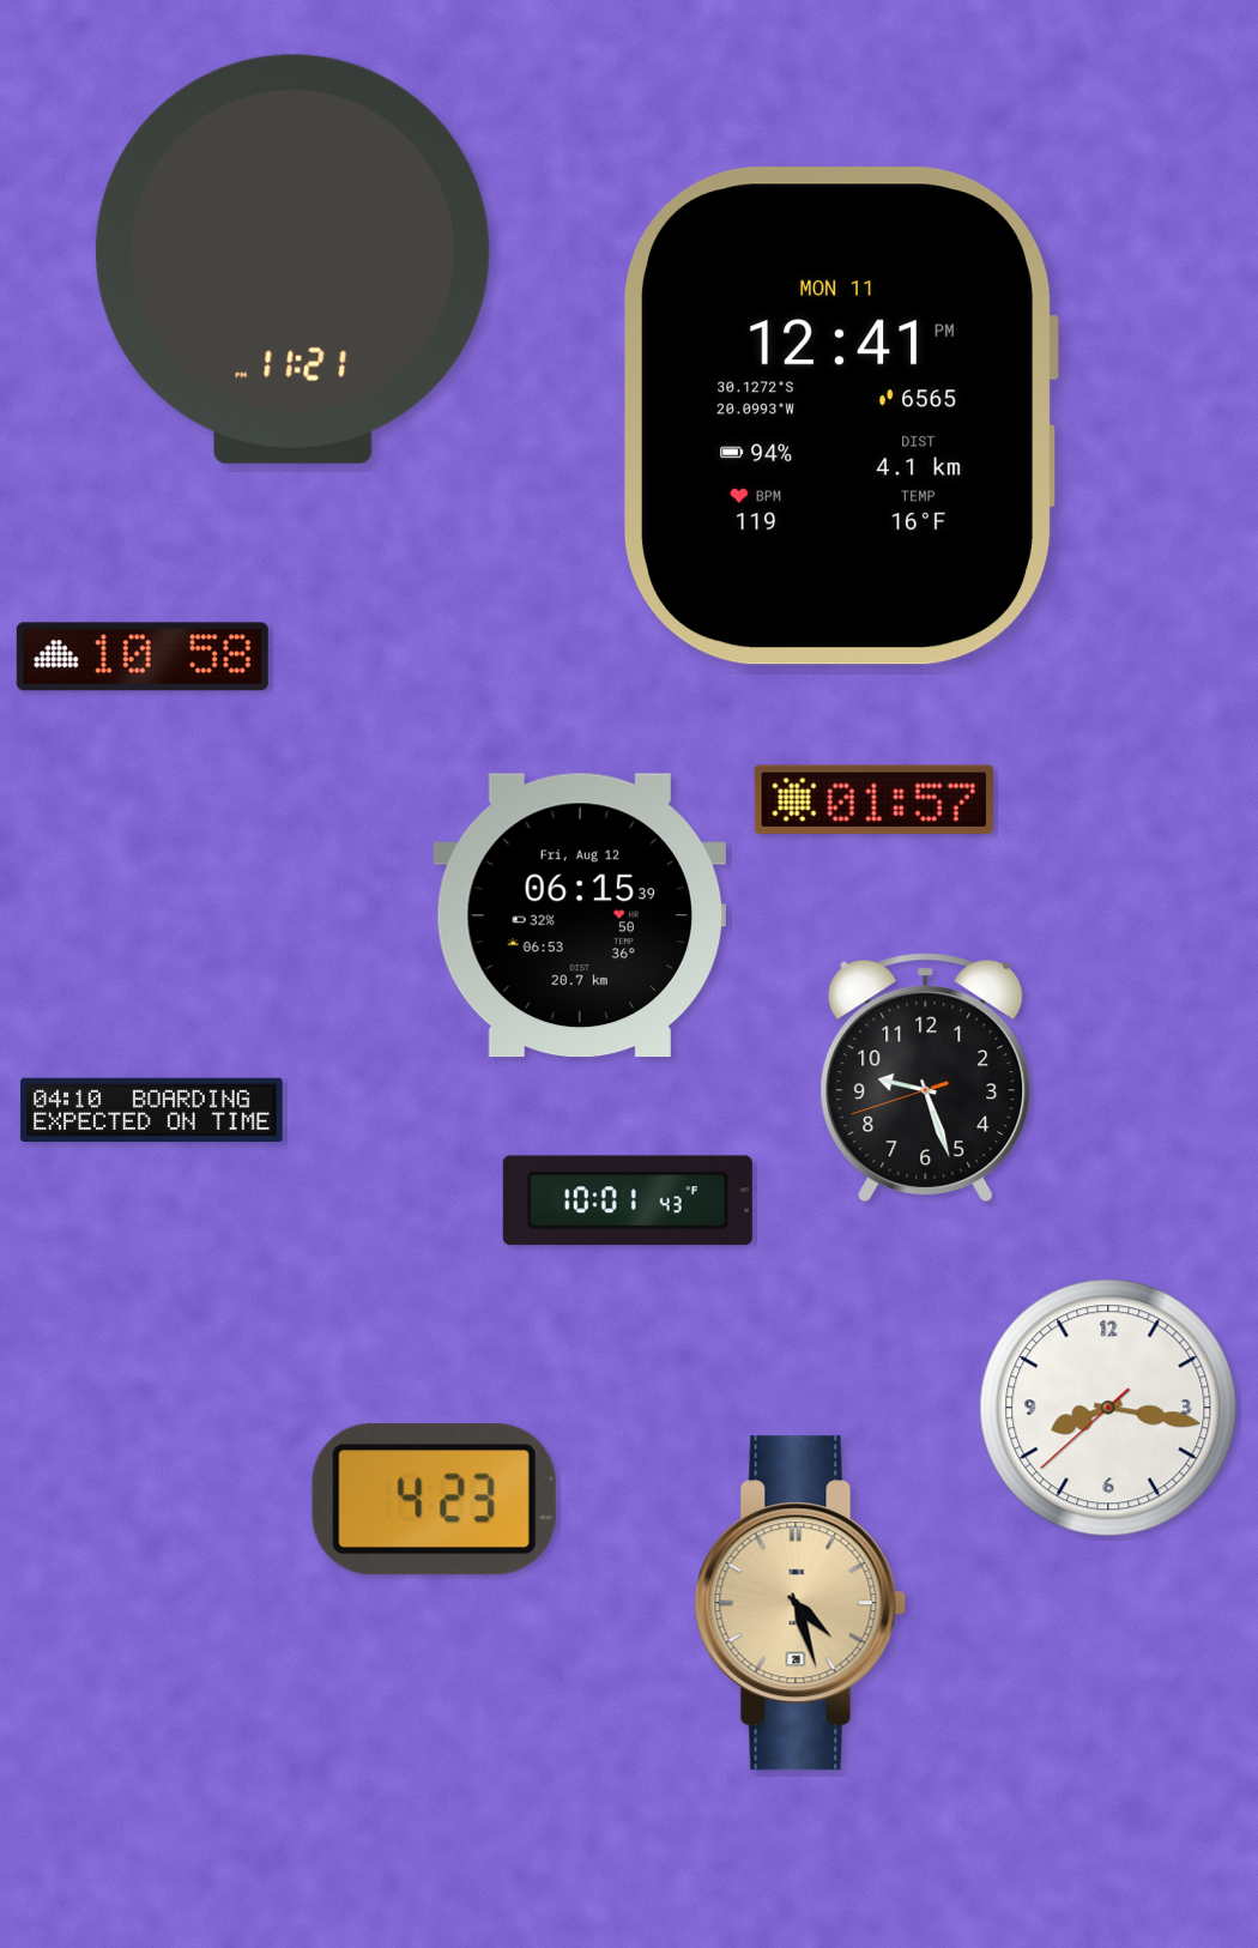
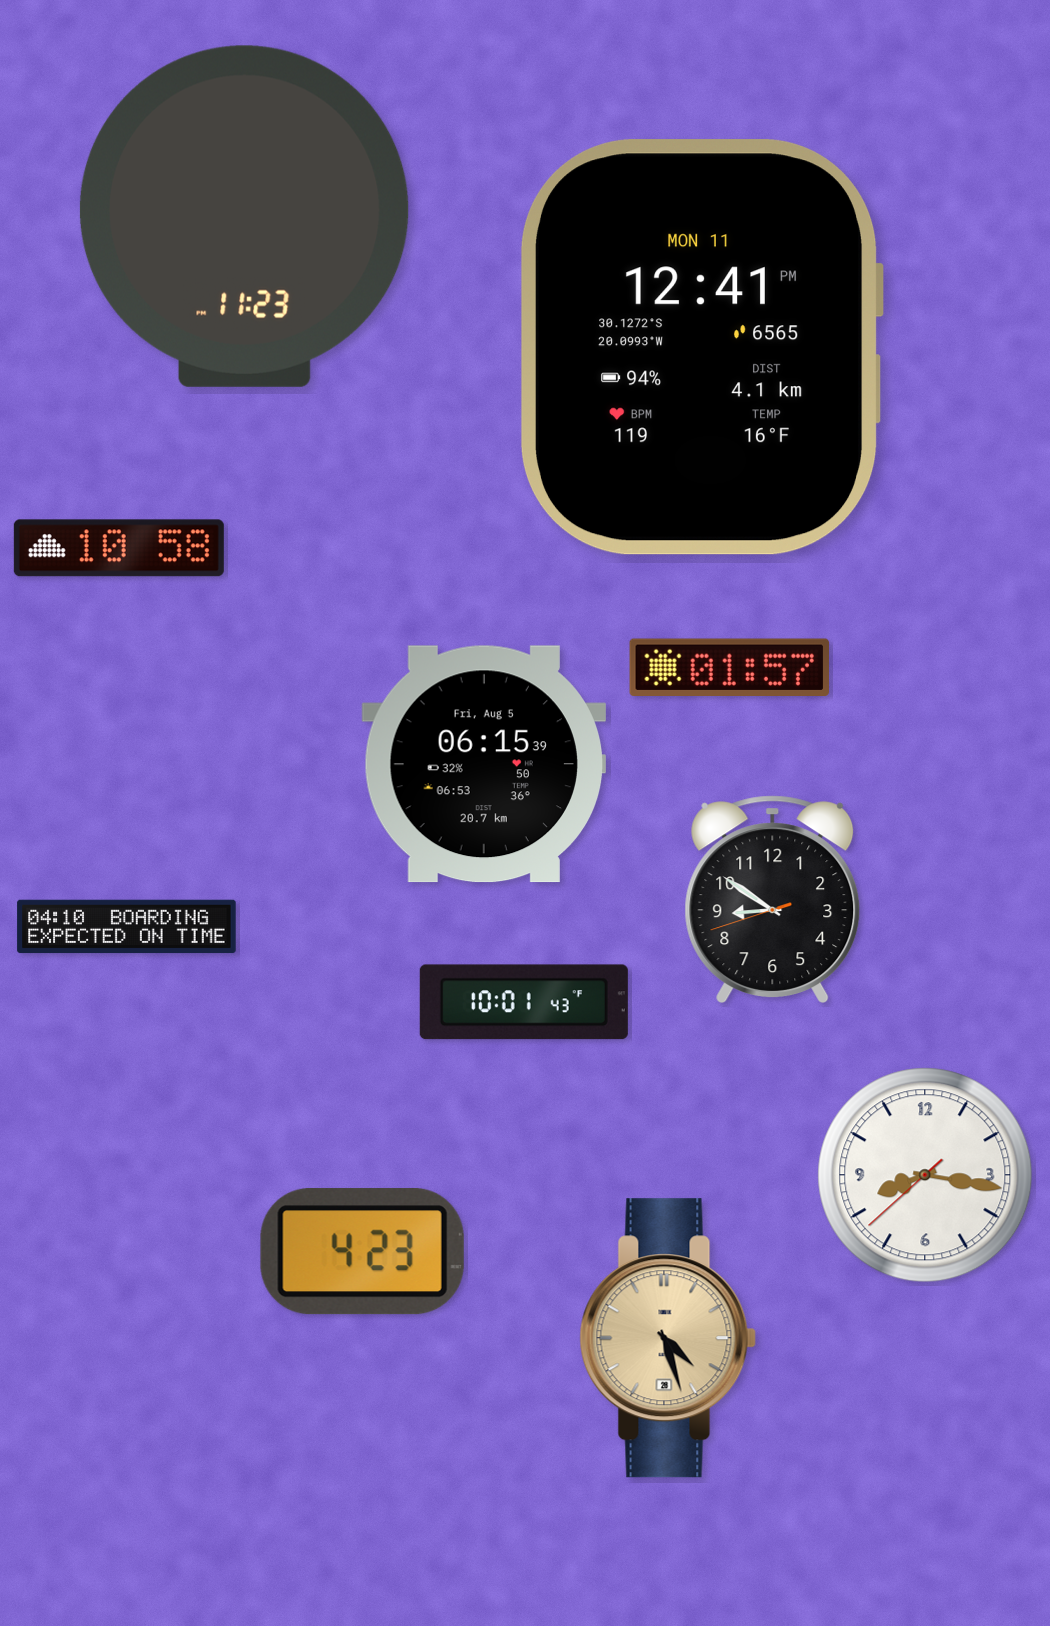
clock at (292, 259): 11:21 -> 11:23
clock at (579, 915) date: Fri, Aug 12 -> Fri, Aug 5
clock at (926, 1077): 9:26 -> 8:50
